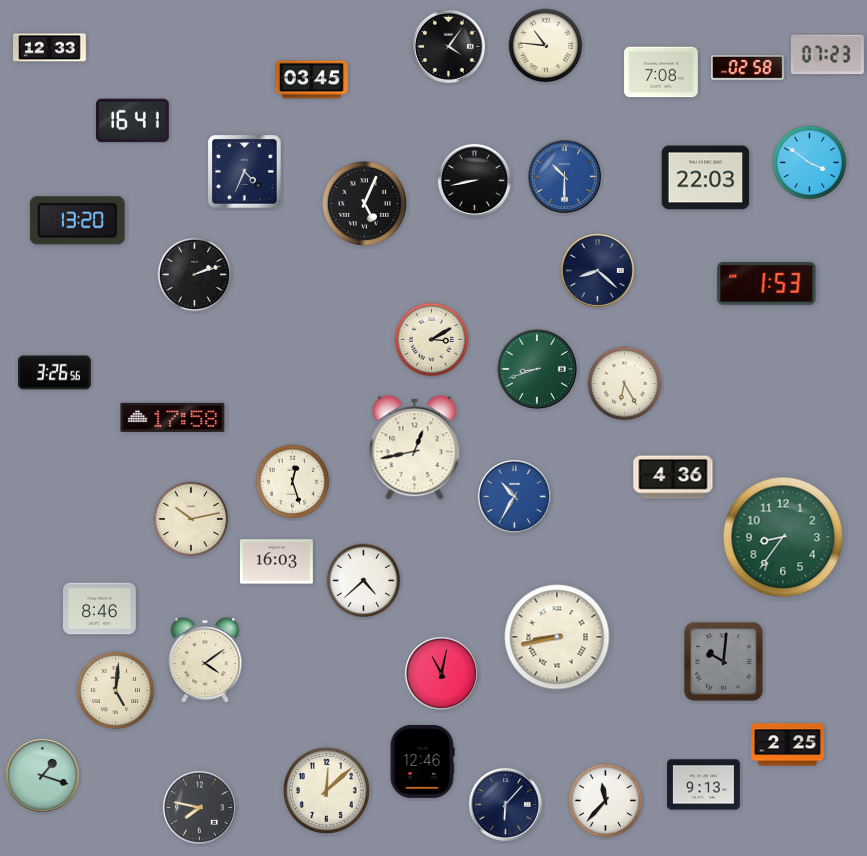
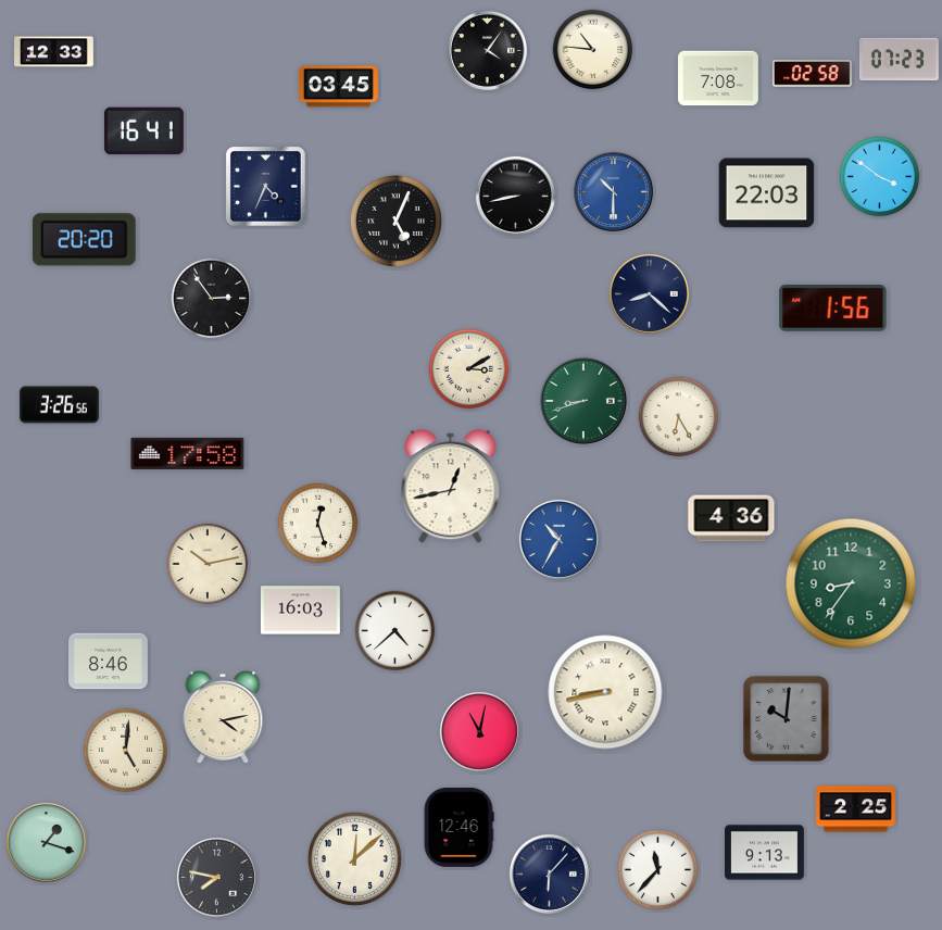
clock at (77, 221): 13:20 -> 20:20
clock at (195, 275): 2:12 -> 2:54
clock at (767, 284): 1:53 -> 1:56
clock at (205, 660): 4:09 -> 4:13
